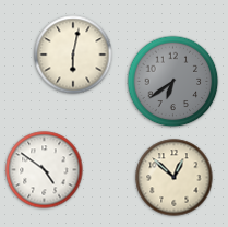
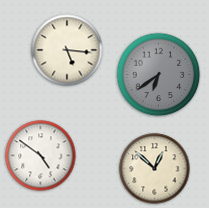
clock at (73, 55): 6:02 -> 5:16
clock at (175, 178) position: (175, 178) -> (155, 169)
